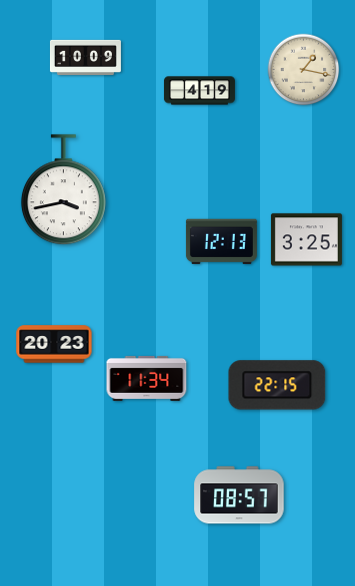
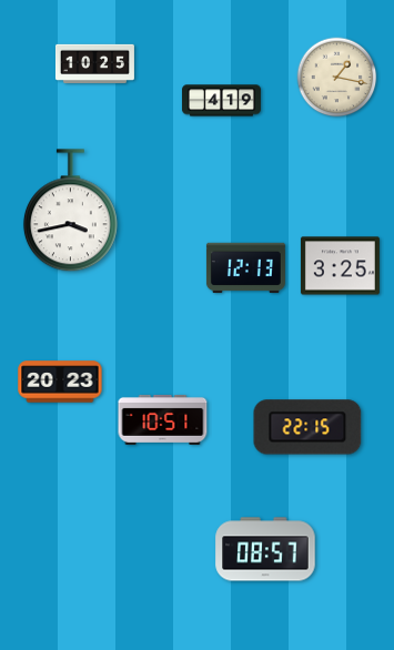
clock at (85, 57): 10:09 -> 10:25
clock at (147, 378): 11:34 -> 10:51
